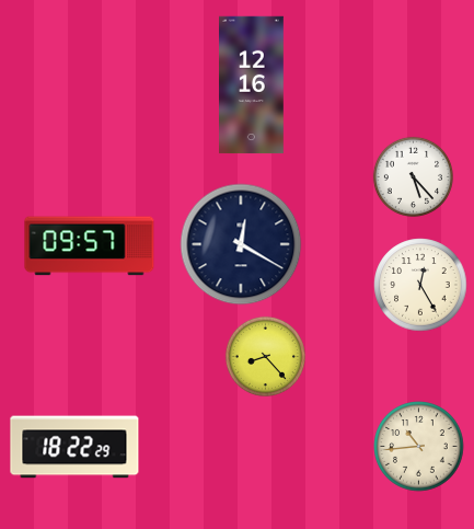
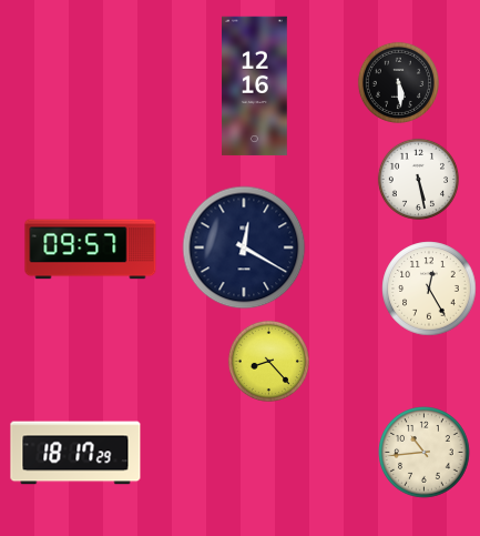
clock at (398, 82): none -> 5:29
clock at (413, 176): 5:23 -> 5:28
clock at (420, 285) position: (420, 285) -> (429, 289)
clock at (74, 447): 18:22 -> 18:17
